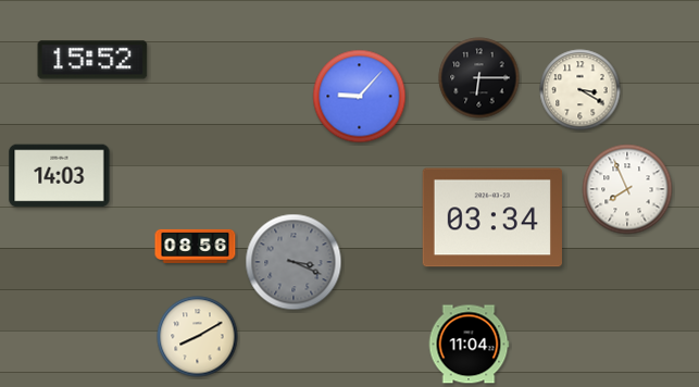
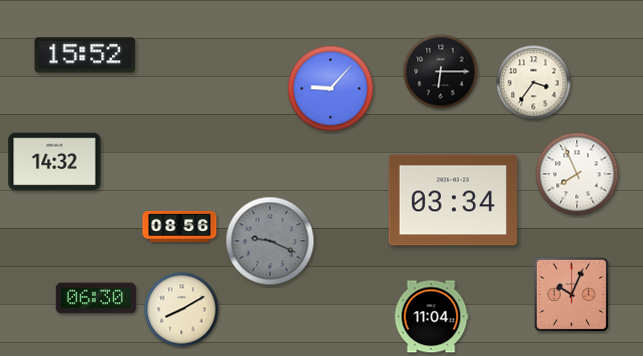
clock at (581, 90): 3:20 -> 3:36
clock at (60, 176): 14:03 -> 14:32
clock at (294, 262): 3:19 -> 9:19
clock at (571, 294): none -> 10:04
clock at (96, 298): none -> 06:30
